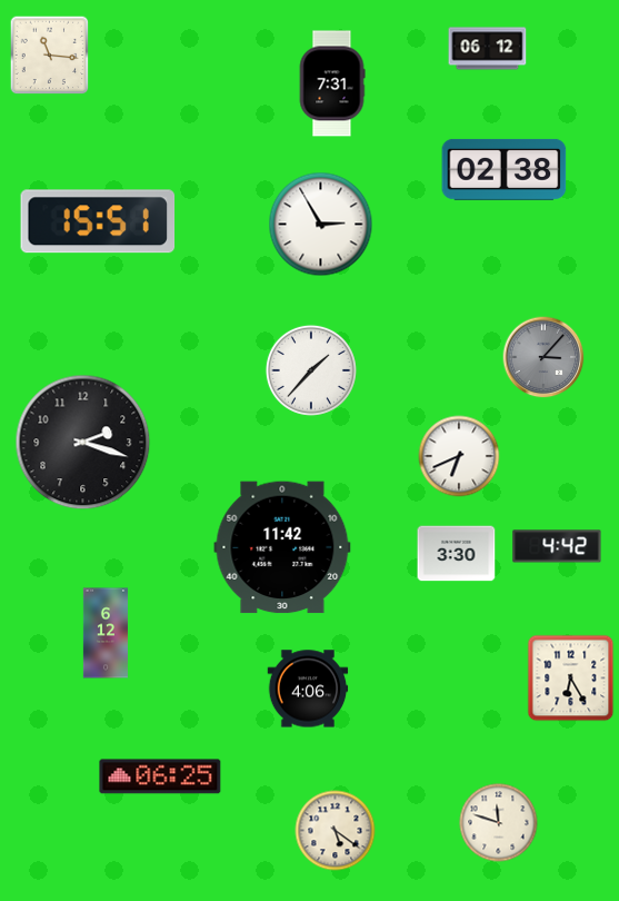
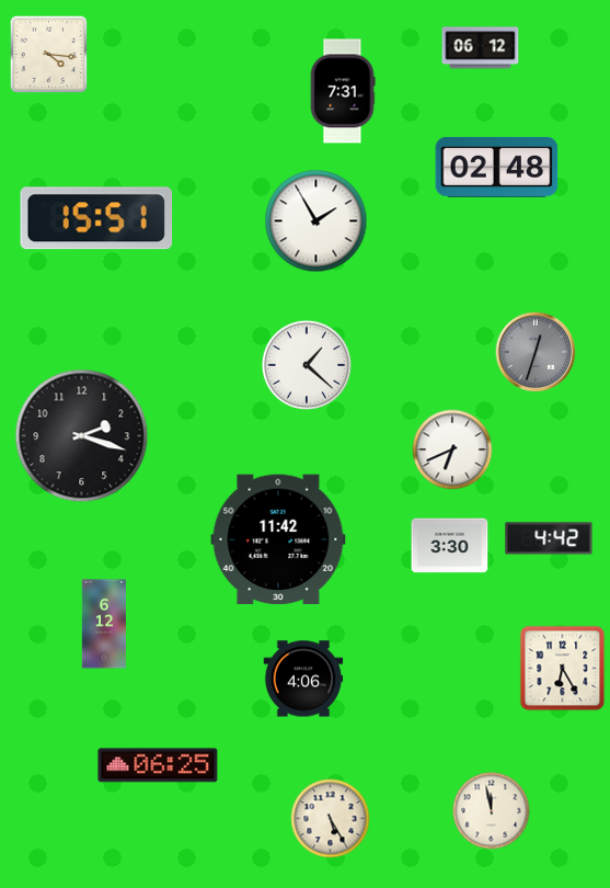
clock at (50, 56): 11:16 -> 4:16
clock at (332, 83) position: (332, 83) -> (343, 91)
clock at (505, 169): 02:38 -> 02:48
clock at (321, 225): 2:55 -> 1:55
clock at (543, 357): 3:07 -> 12:33
clock at (311, 370): 1:37 -> 1:22
clock at (499, 823): 11:48 -> 11:58
clock at (336, 831): 5:21 -> 5:25
